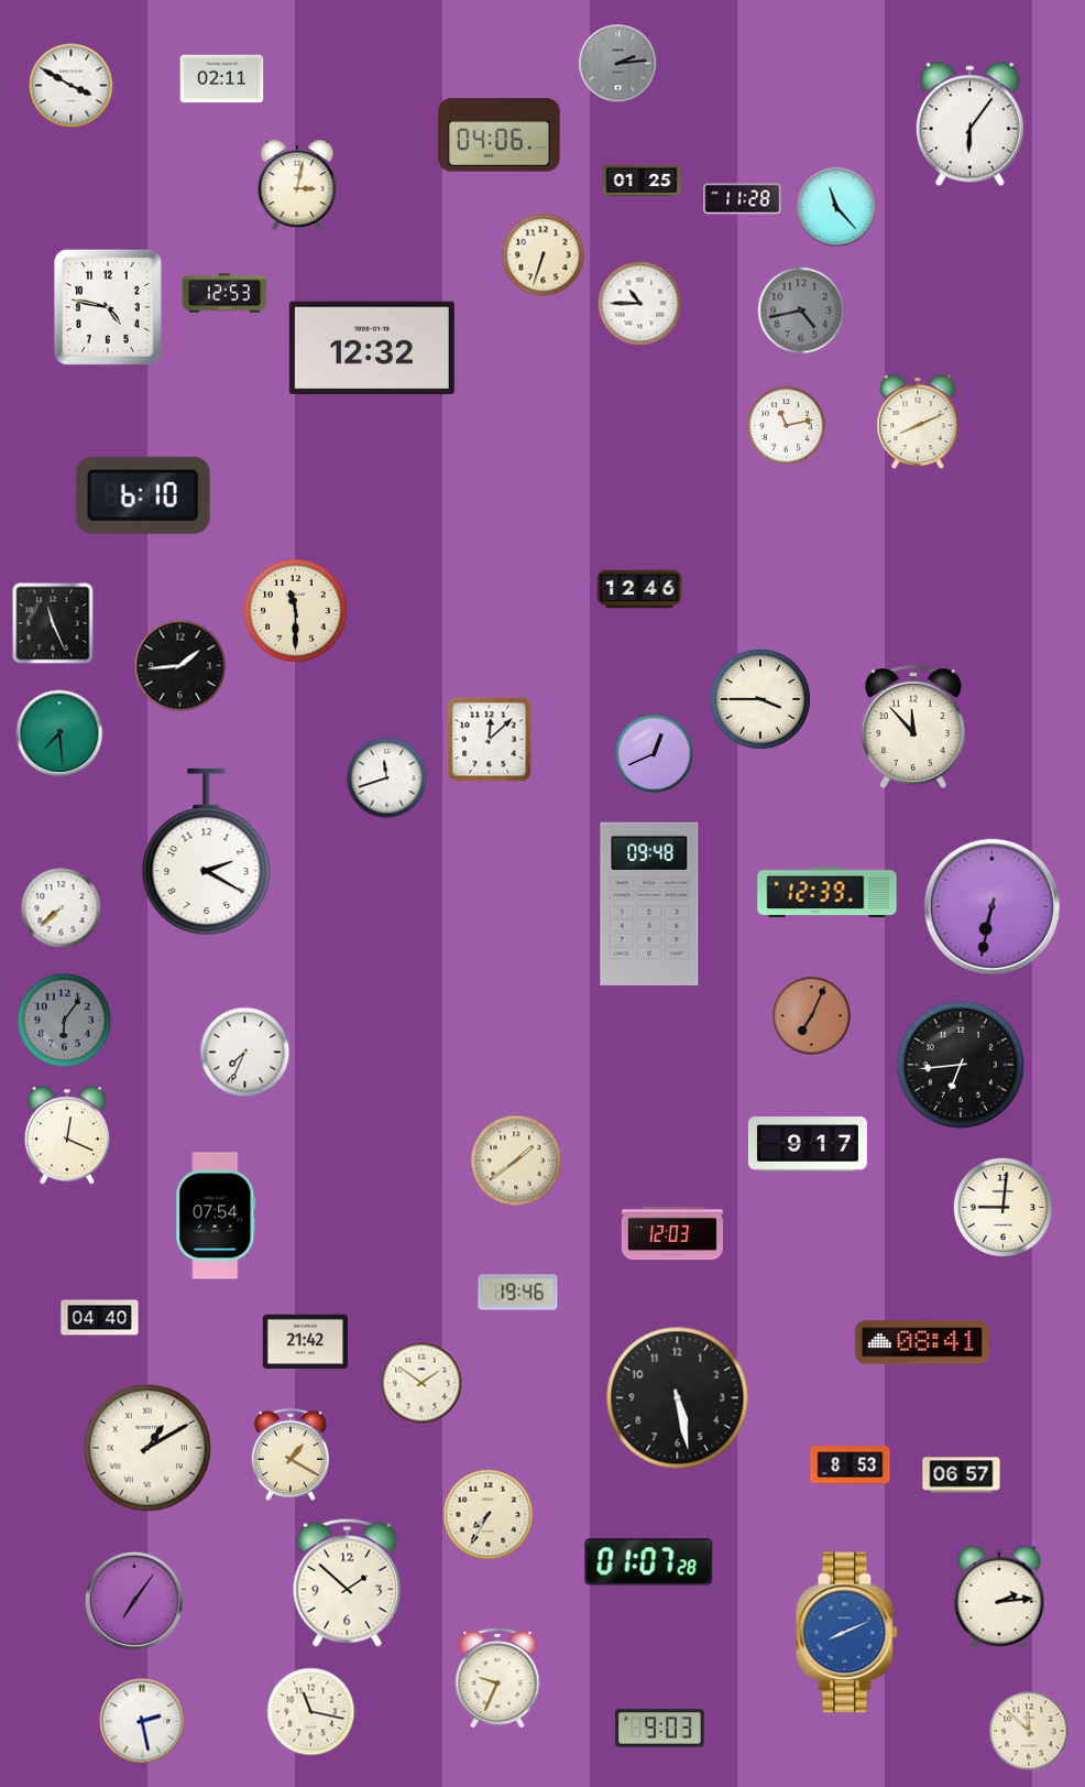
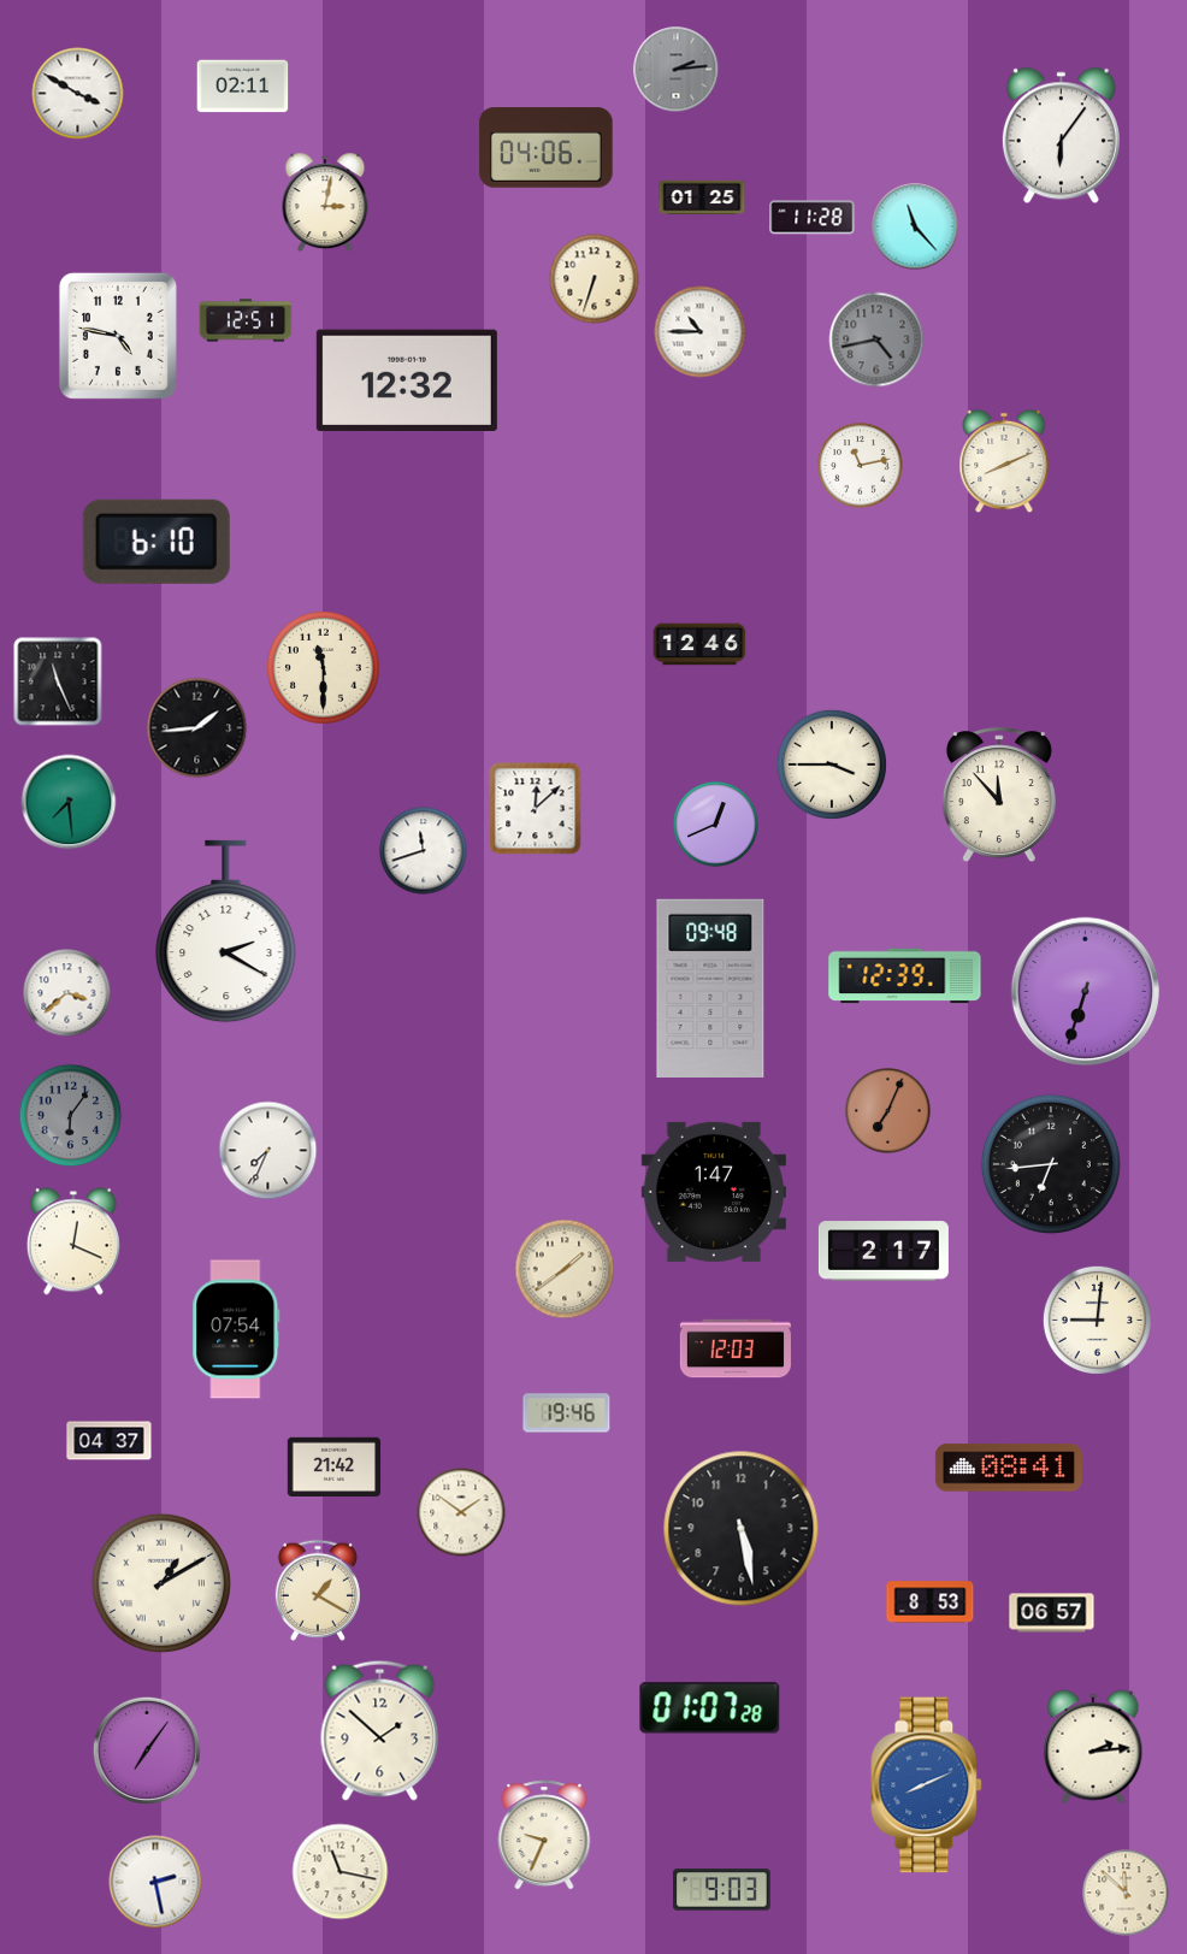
clock at (224, 293): 12:53 -> 12:51
clock at (59, 733) position: (59, 733) -> (69, 802)
clock at (991, 906): 6:32 -> 6:33
clock at (62, 908): 7:38 -> 3:38
clock at (714, 1192): none -> 1:47
clock at (808, 1144): 9:17 -> 2:17
clock at (100, 1318): 04:40 -> 04:37
clock at (489, 1515): 7:35 -> none
